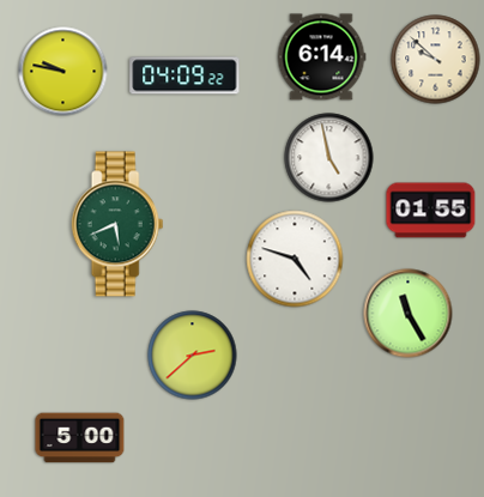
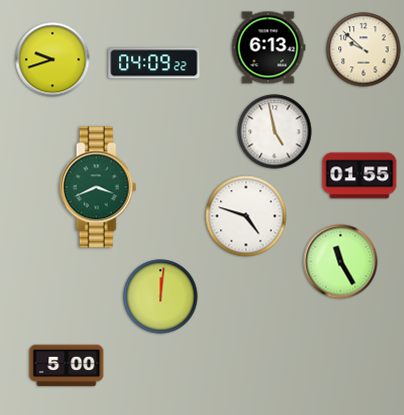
clock at (321, 57): 6:14 -> 6:13
clock at (63, 72): 9:47 -> 9:42
clock at (117, 224): 5:41 -> 3:41
clock at (193, 356): 2:38 -> 12:01
